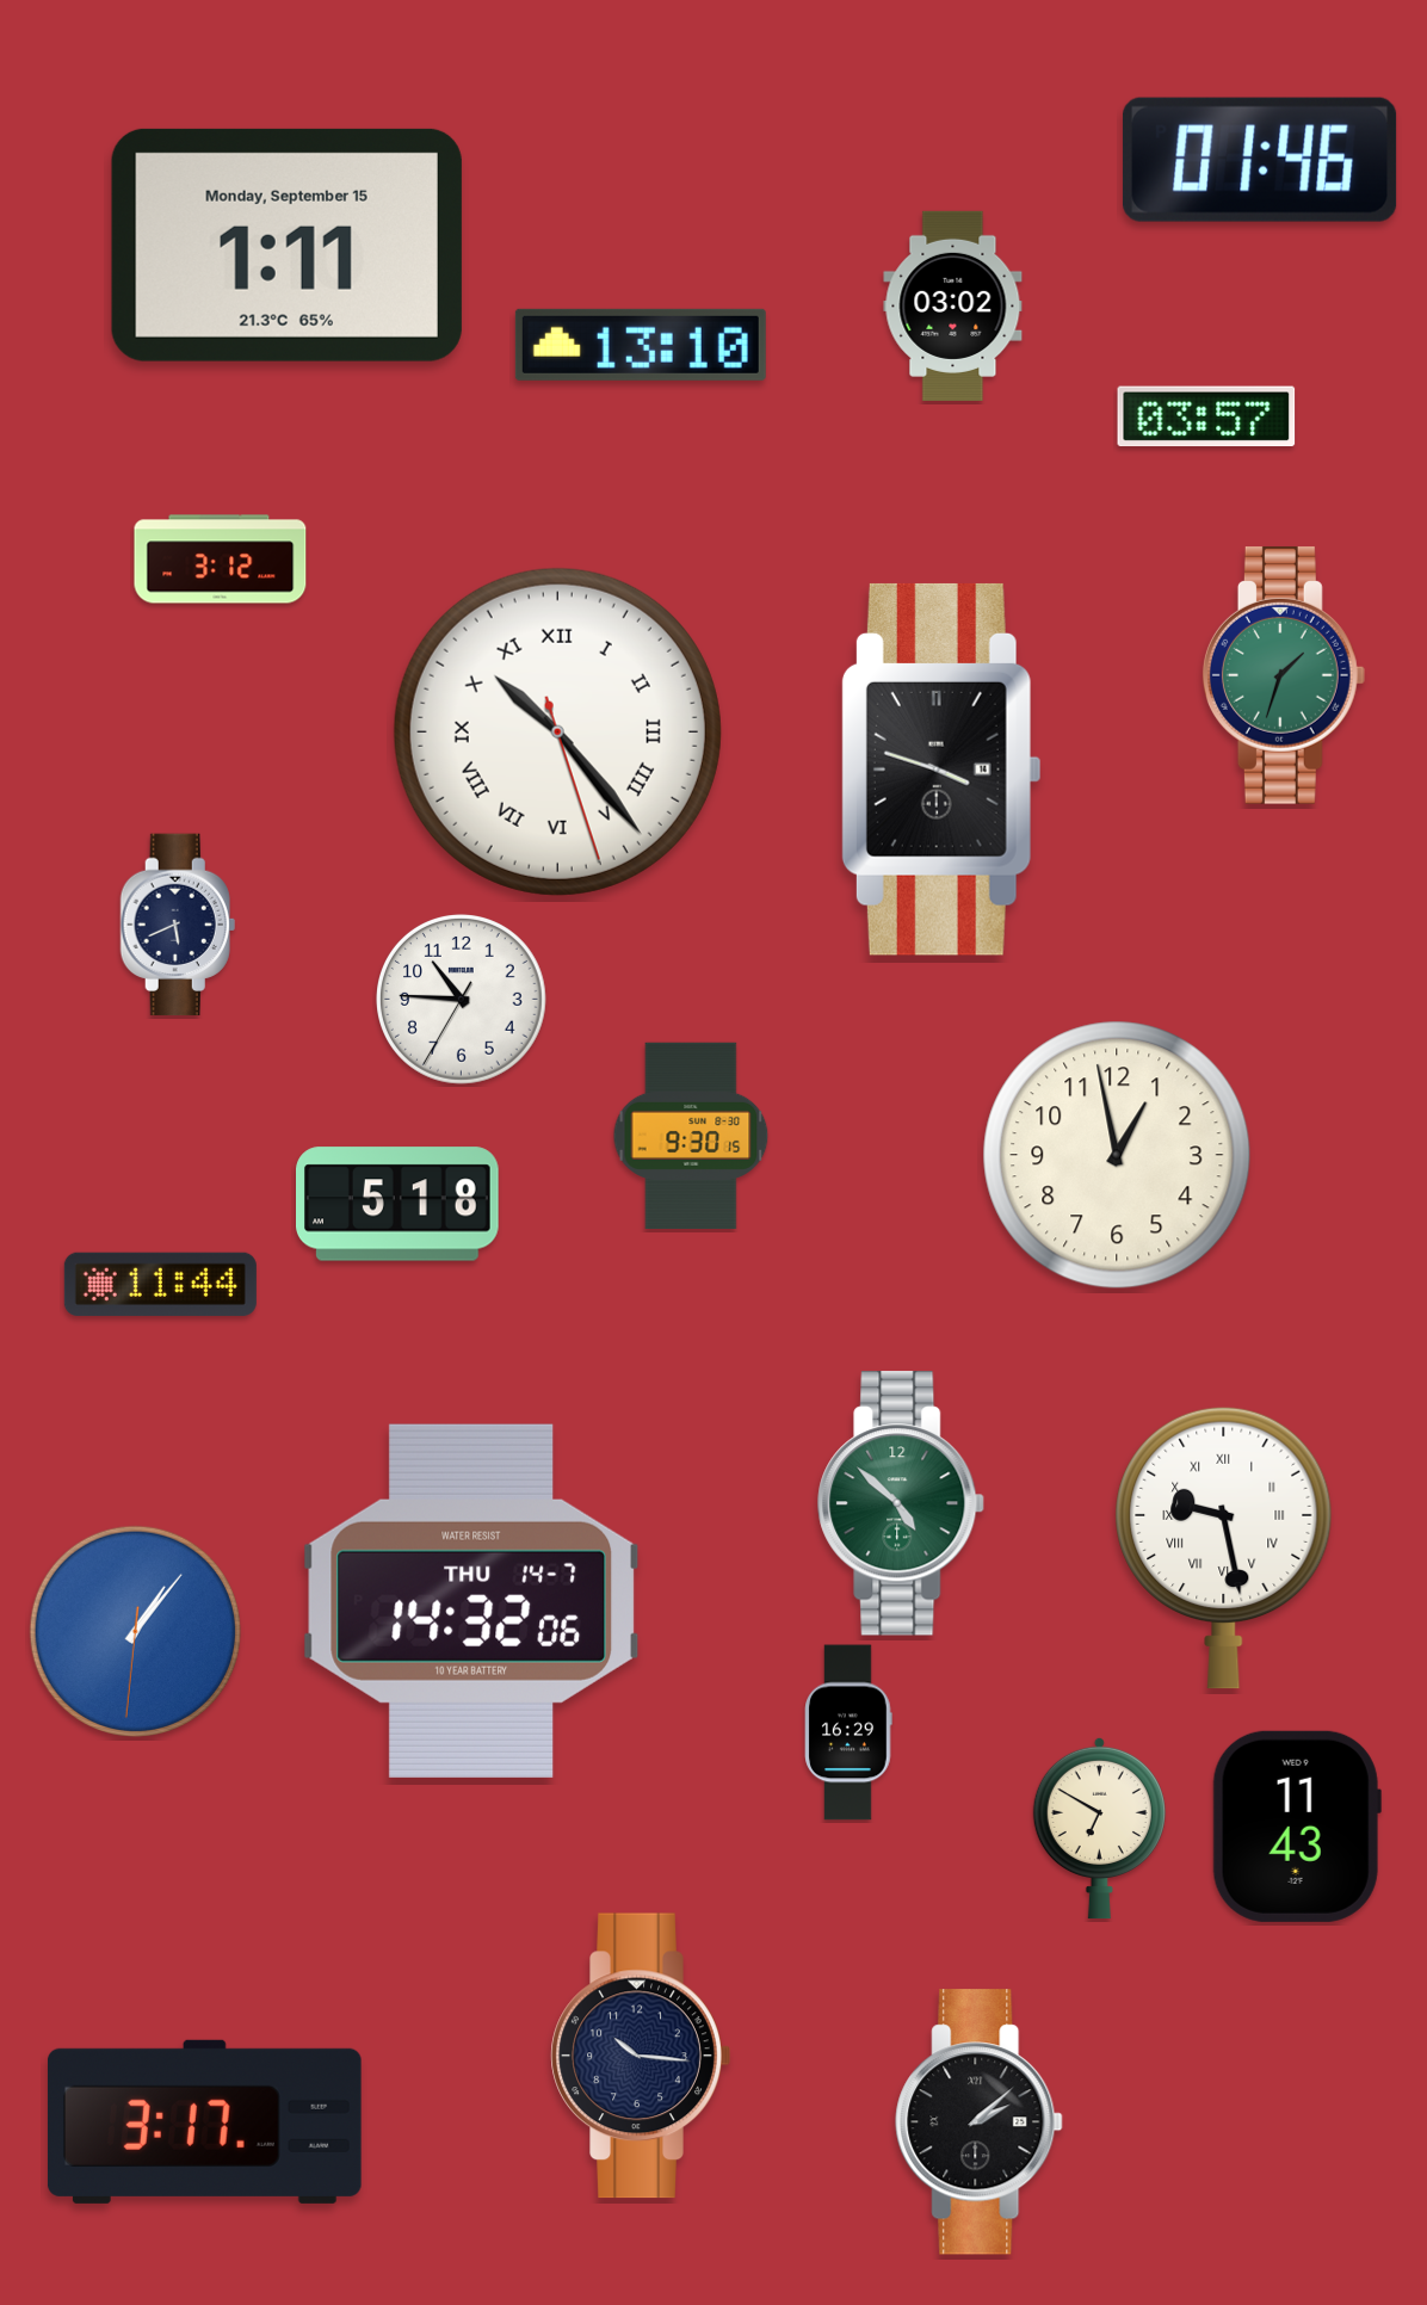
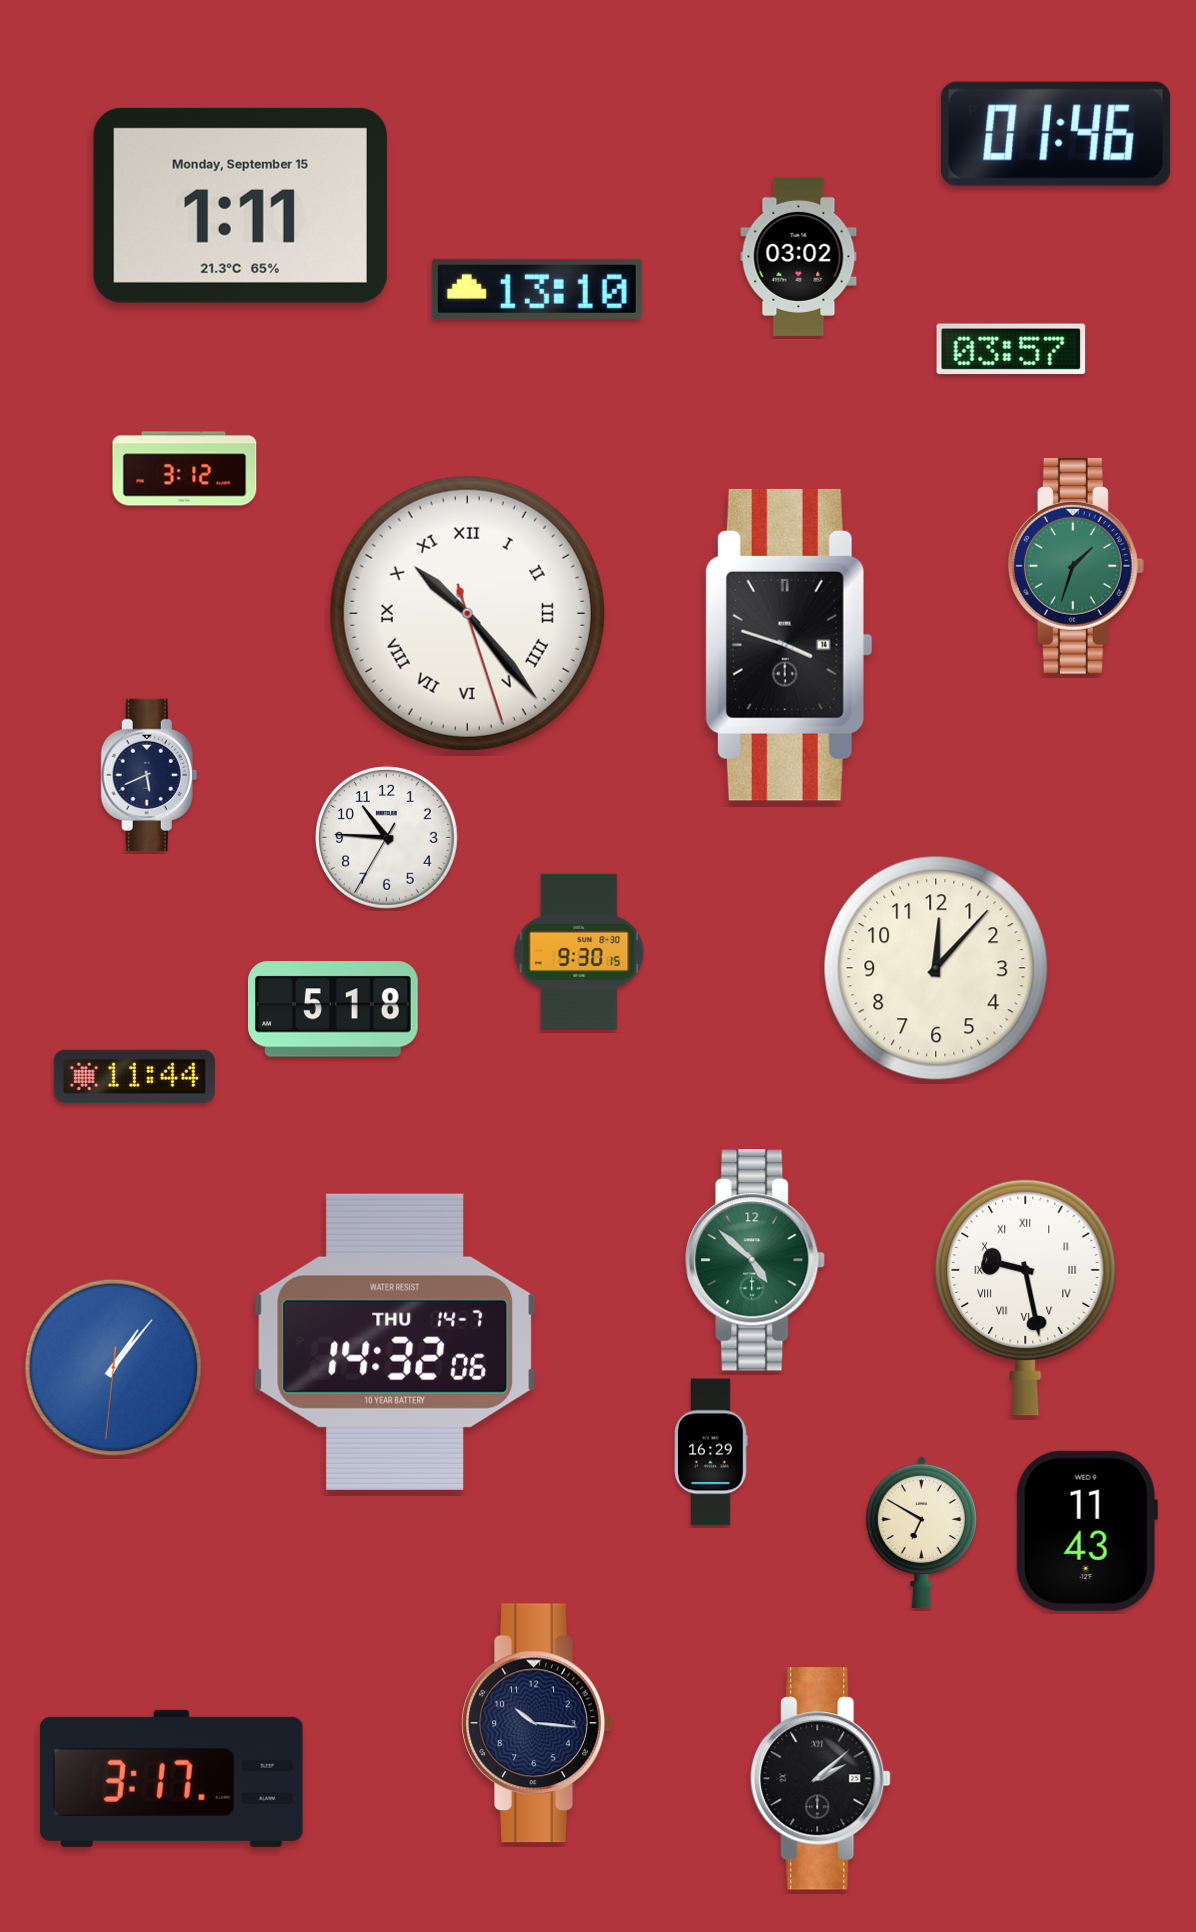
clock at (1117, 1155): 12:58 -> 12:07
